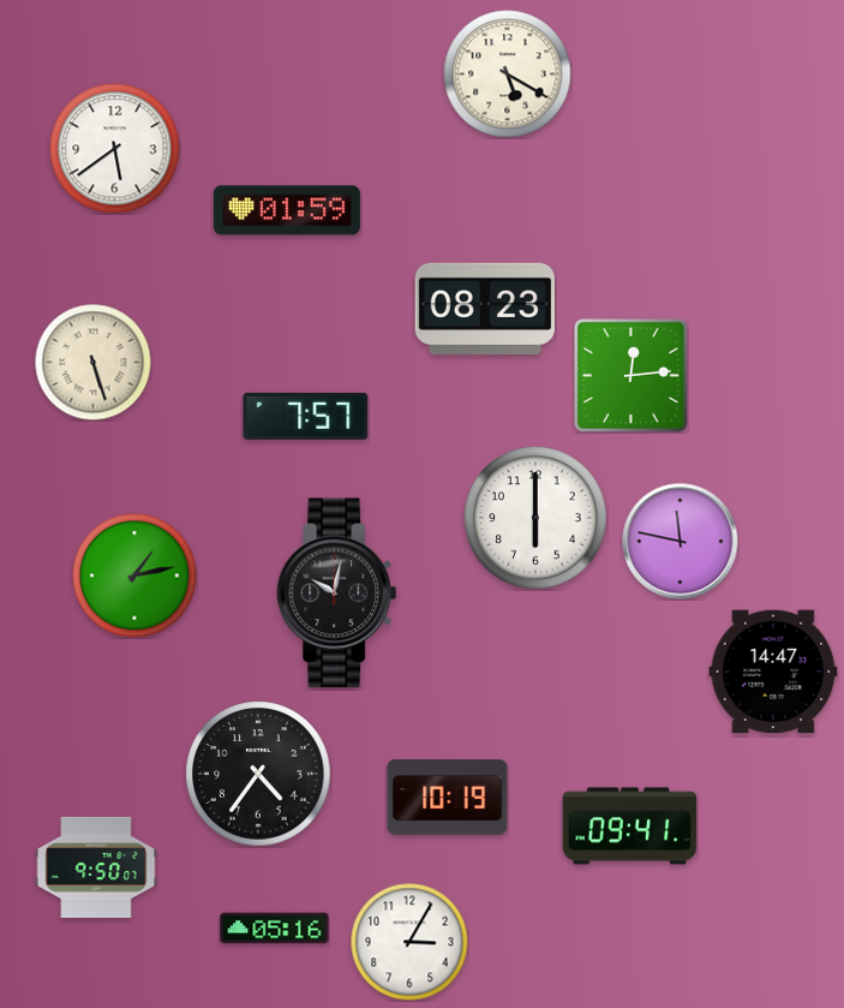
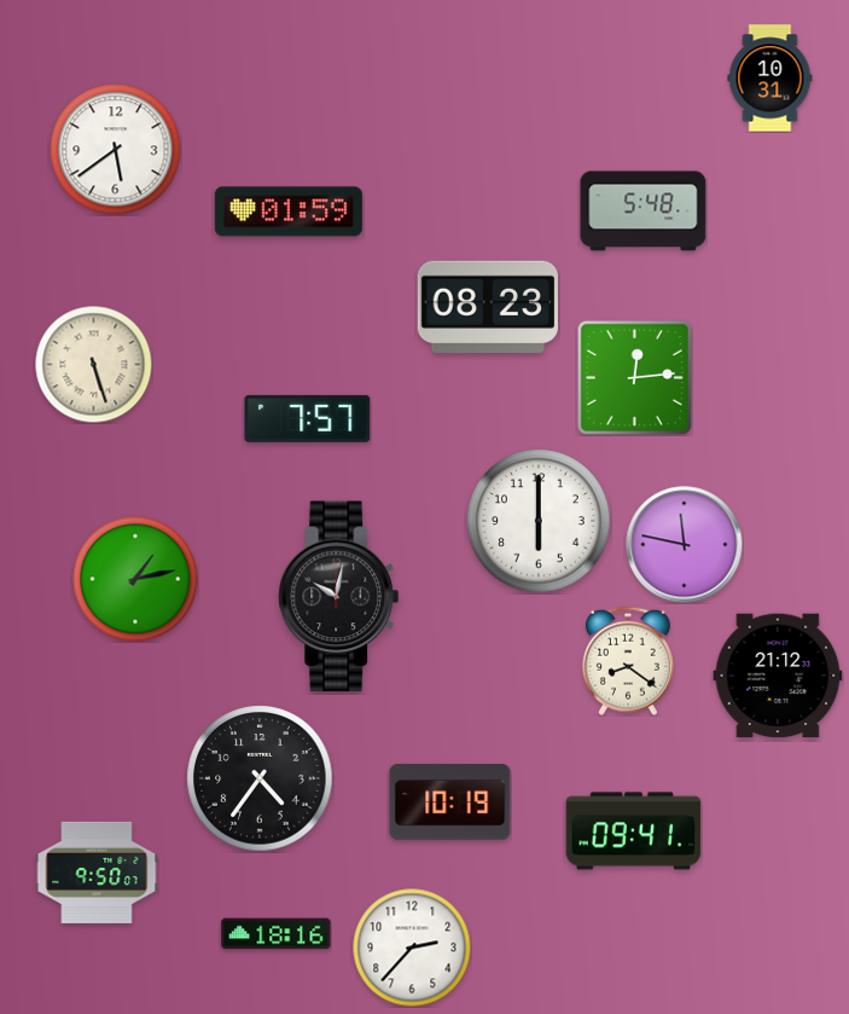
clock at (508, 74): 5:20 -> none
clock at (771, 79): none -> 10:31
clock at (644, 212): none -> 5:48
clock at (484, 308) position: (484, 308) -> (487, 306)
clock at (628, 661): none -> 8:21
clock at (773, 672): 14:47 -> 21:12
clock at (275, 929): 05:16 -> 18:16
clock at (409, 942): 3:05 -> 2:37
